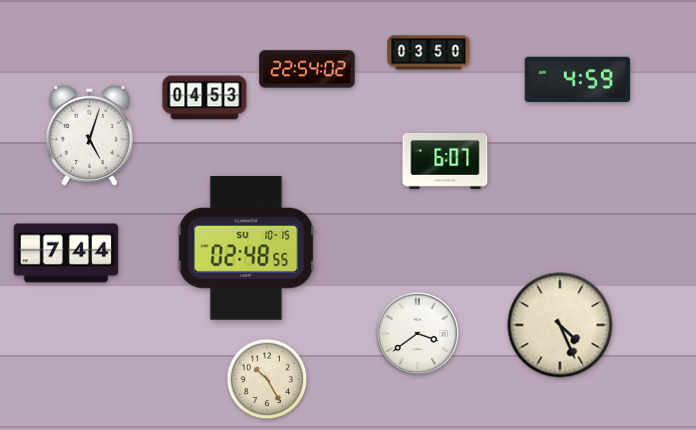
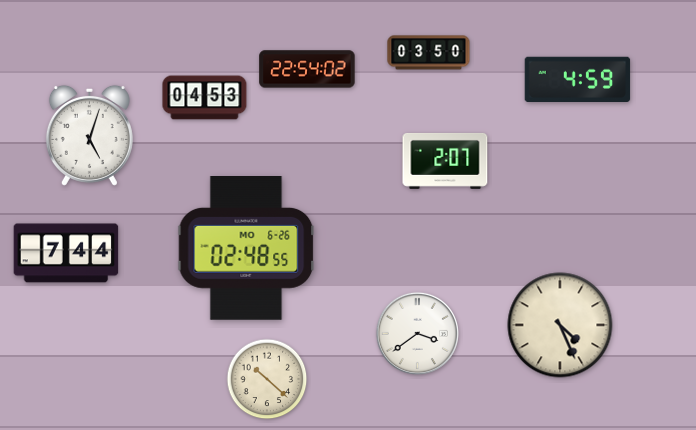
clock at (445, 161): 6:07 -> 2:07
clock at (246, 249) date: SU 10-15 -> MO 6-26
clock at (267, 379): 10:25 -> 10:22
